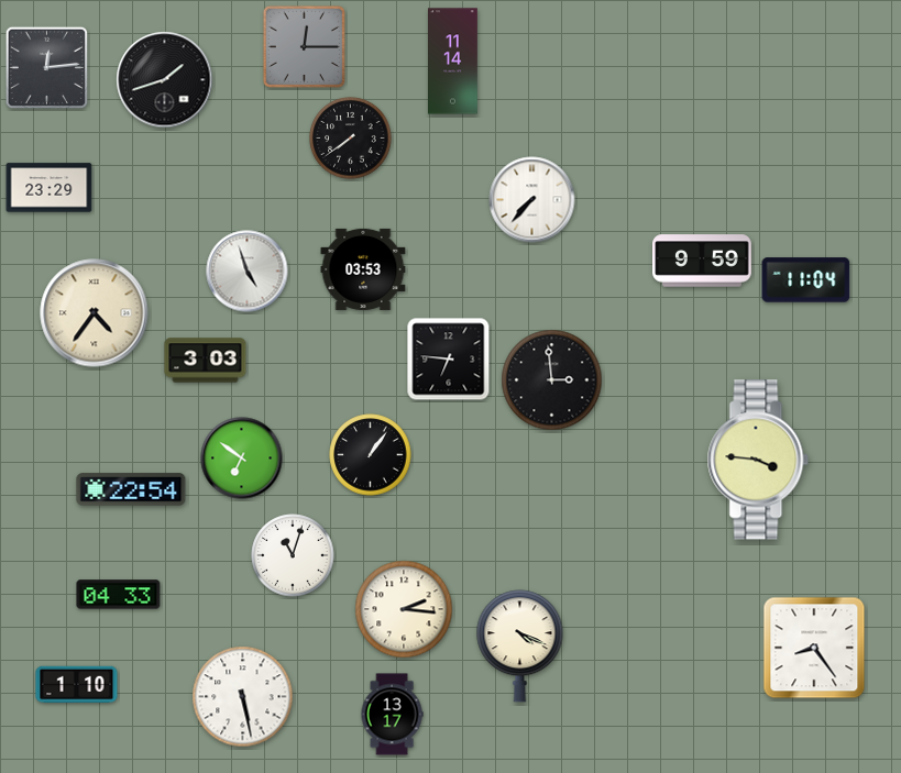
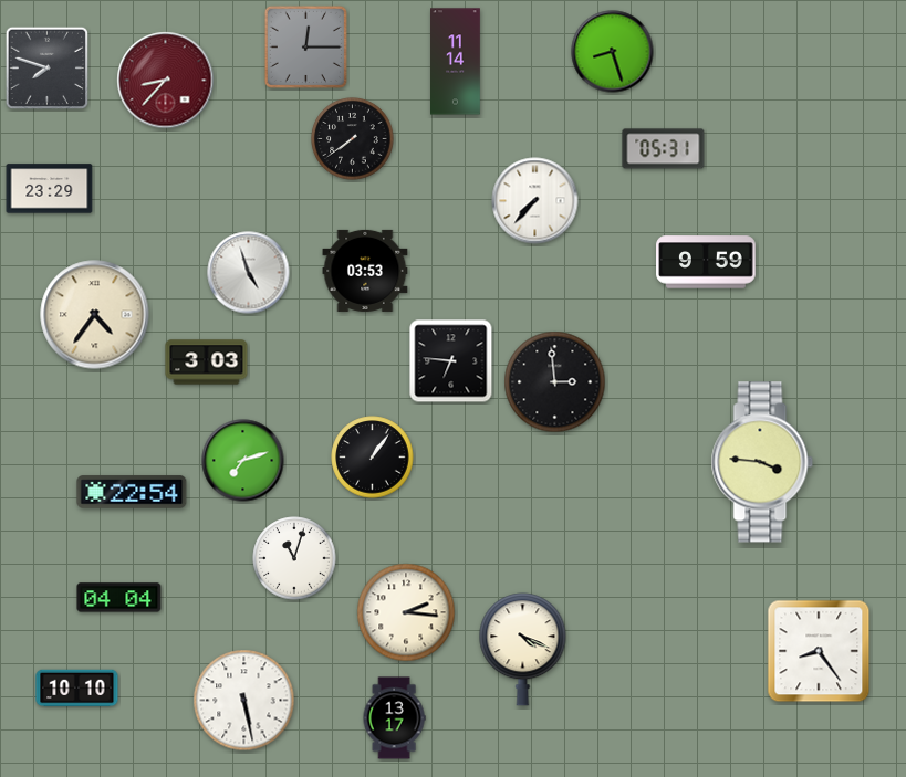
clock at (613, 52): none -> 8:27
clock at (47, 68): 12:14 -> 7:48
clock at (165, 80): 1:42 -> 8:37
clock at (165, 80) dial: black -> burgundy
clock at (664, 149): none -> 05:31
clock at (806, 280): 11:04 -> none
clock at (242, 459): 6:51 -> 7:12
clock at (119, 595): 04:33 -> 04:04
clock at (77, 685): 1:10 -> 10:10
